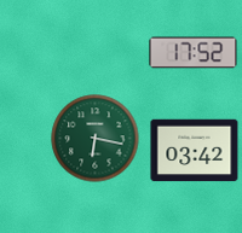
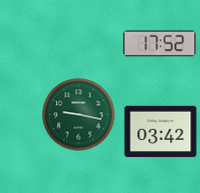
clock at (96, 139): 6:17 -> 9:17
clock at (195, 151) position: (195, 151) -> (161, 132)
